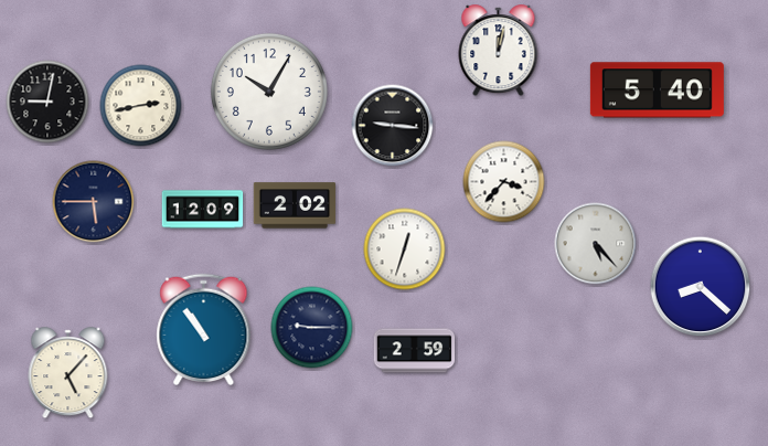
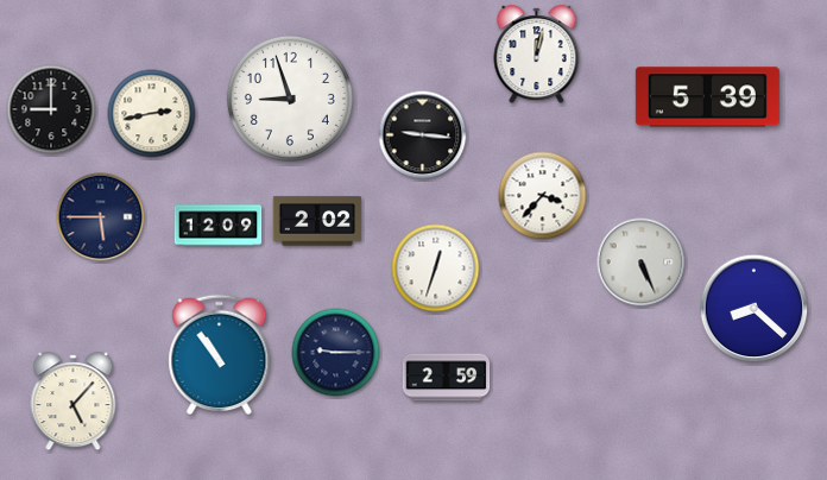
clock at (657, 91): 5:40 -> 5:39
clock at (269, 92): 10:05 -> 8:57
clock at (47, 102): 9:02 -> 9:00
clock at (596, 244): 5:23 -> 5:26
